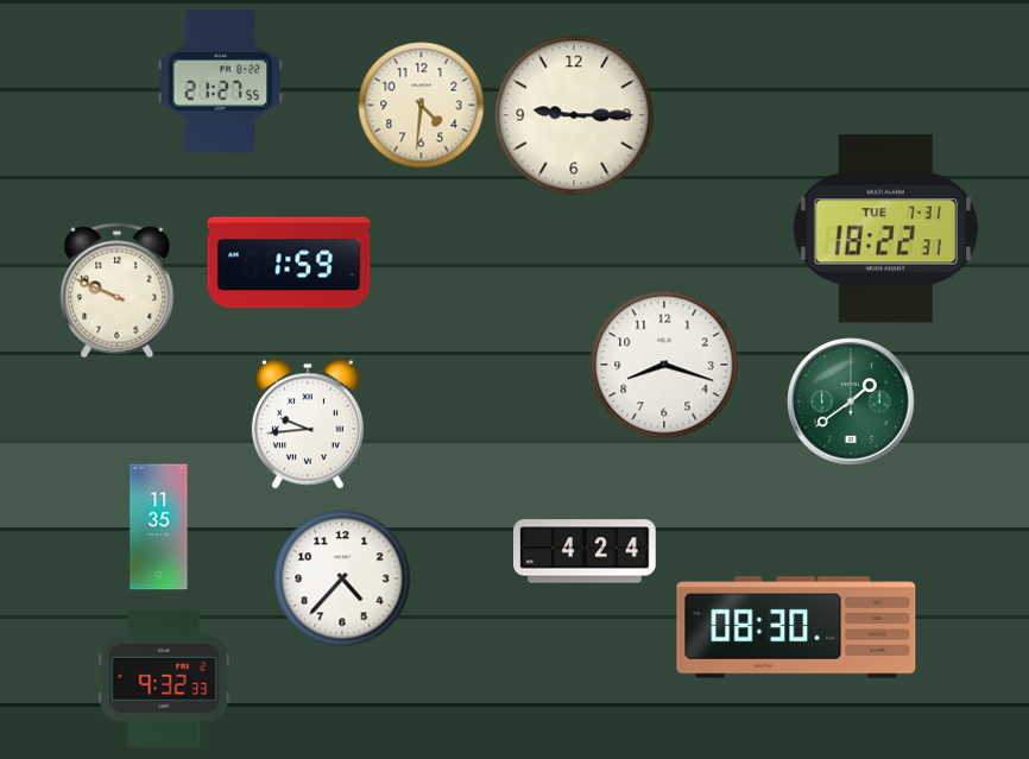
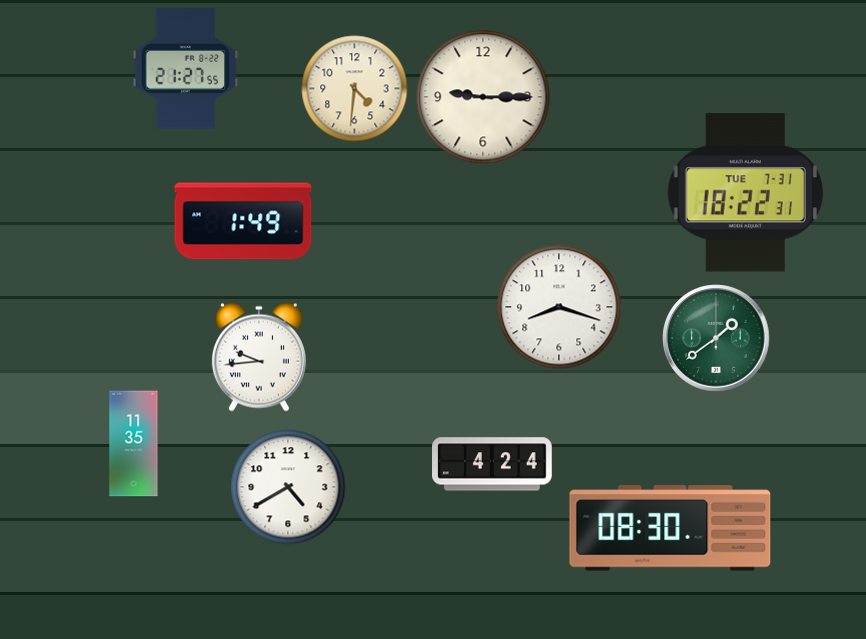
clock at (289, 263): 1:59 -> 1:49
clock at (118, 291): 9:49 -> none
clock at (342, 578): 4:37 -> 4:40
clock at (164, 678): 9:32 -> none
